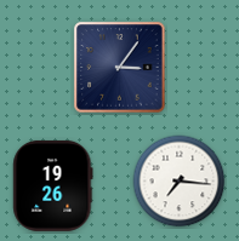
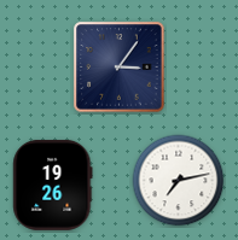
clock at (180, 182): 7:16 -> 7:13
